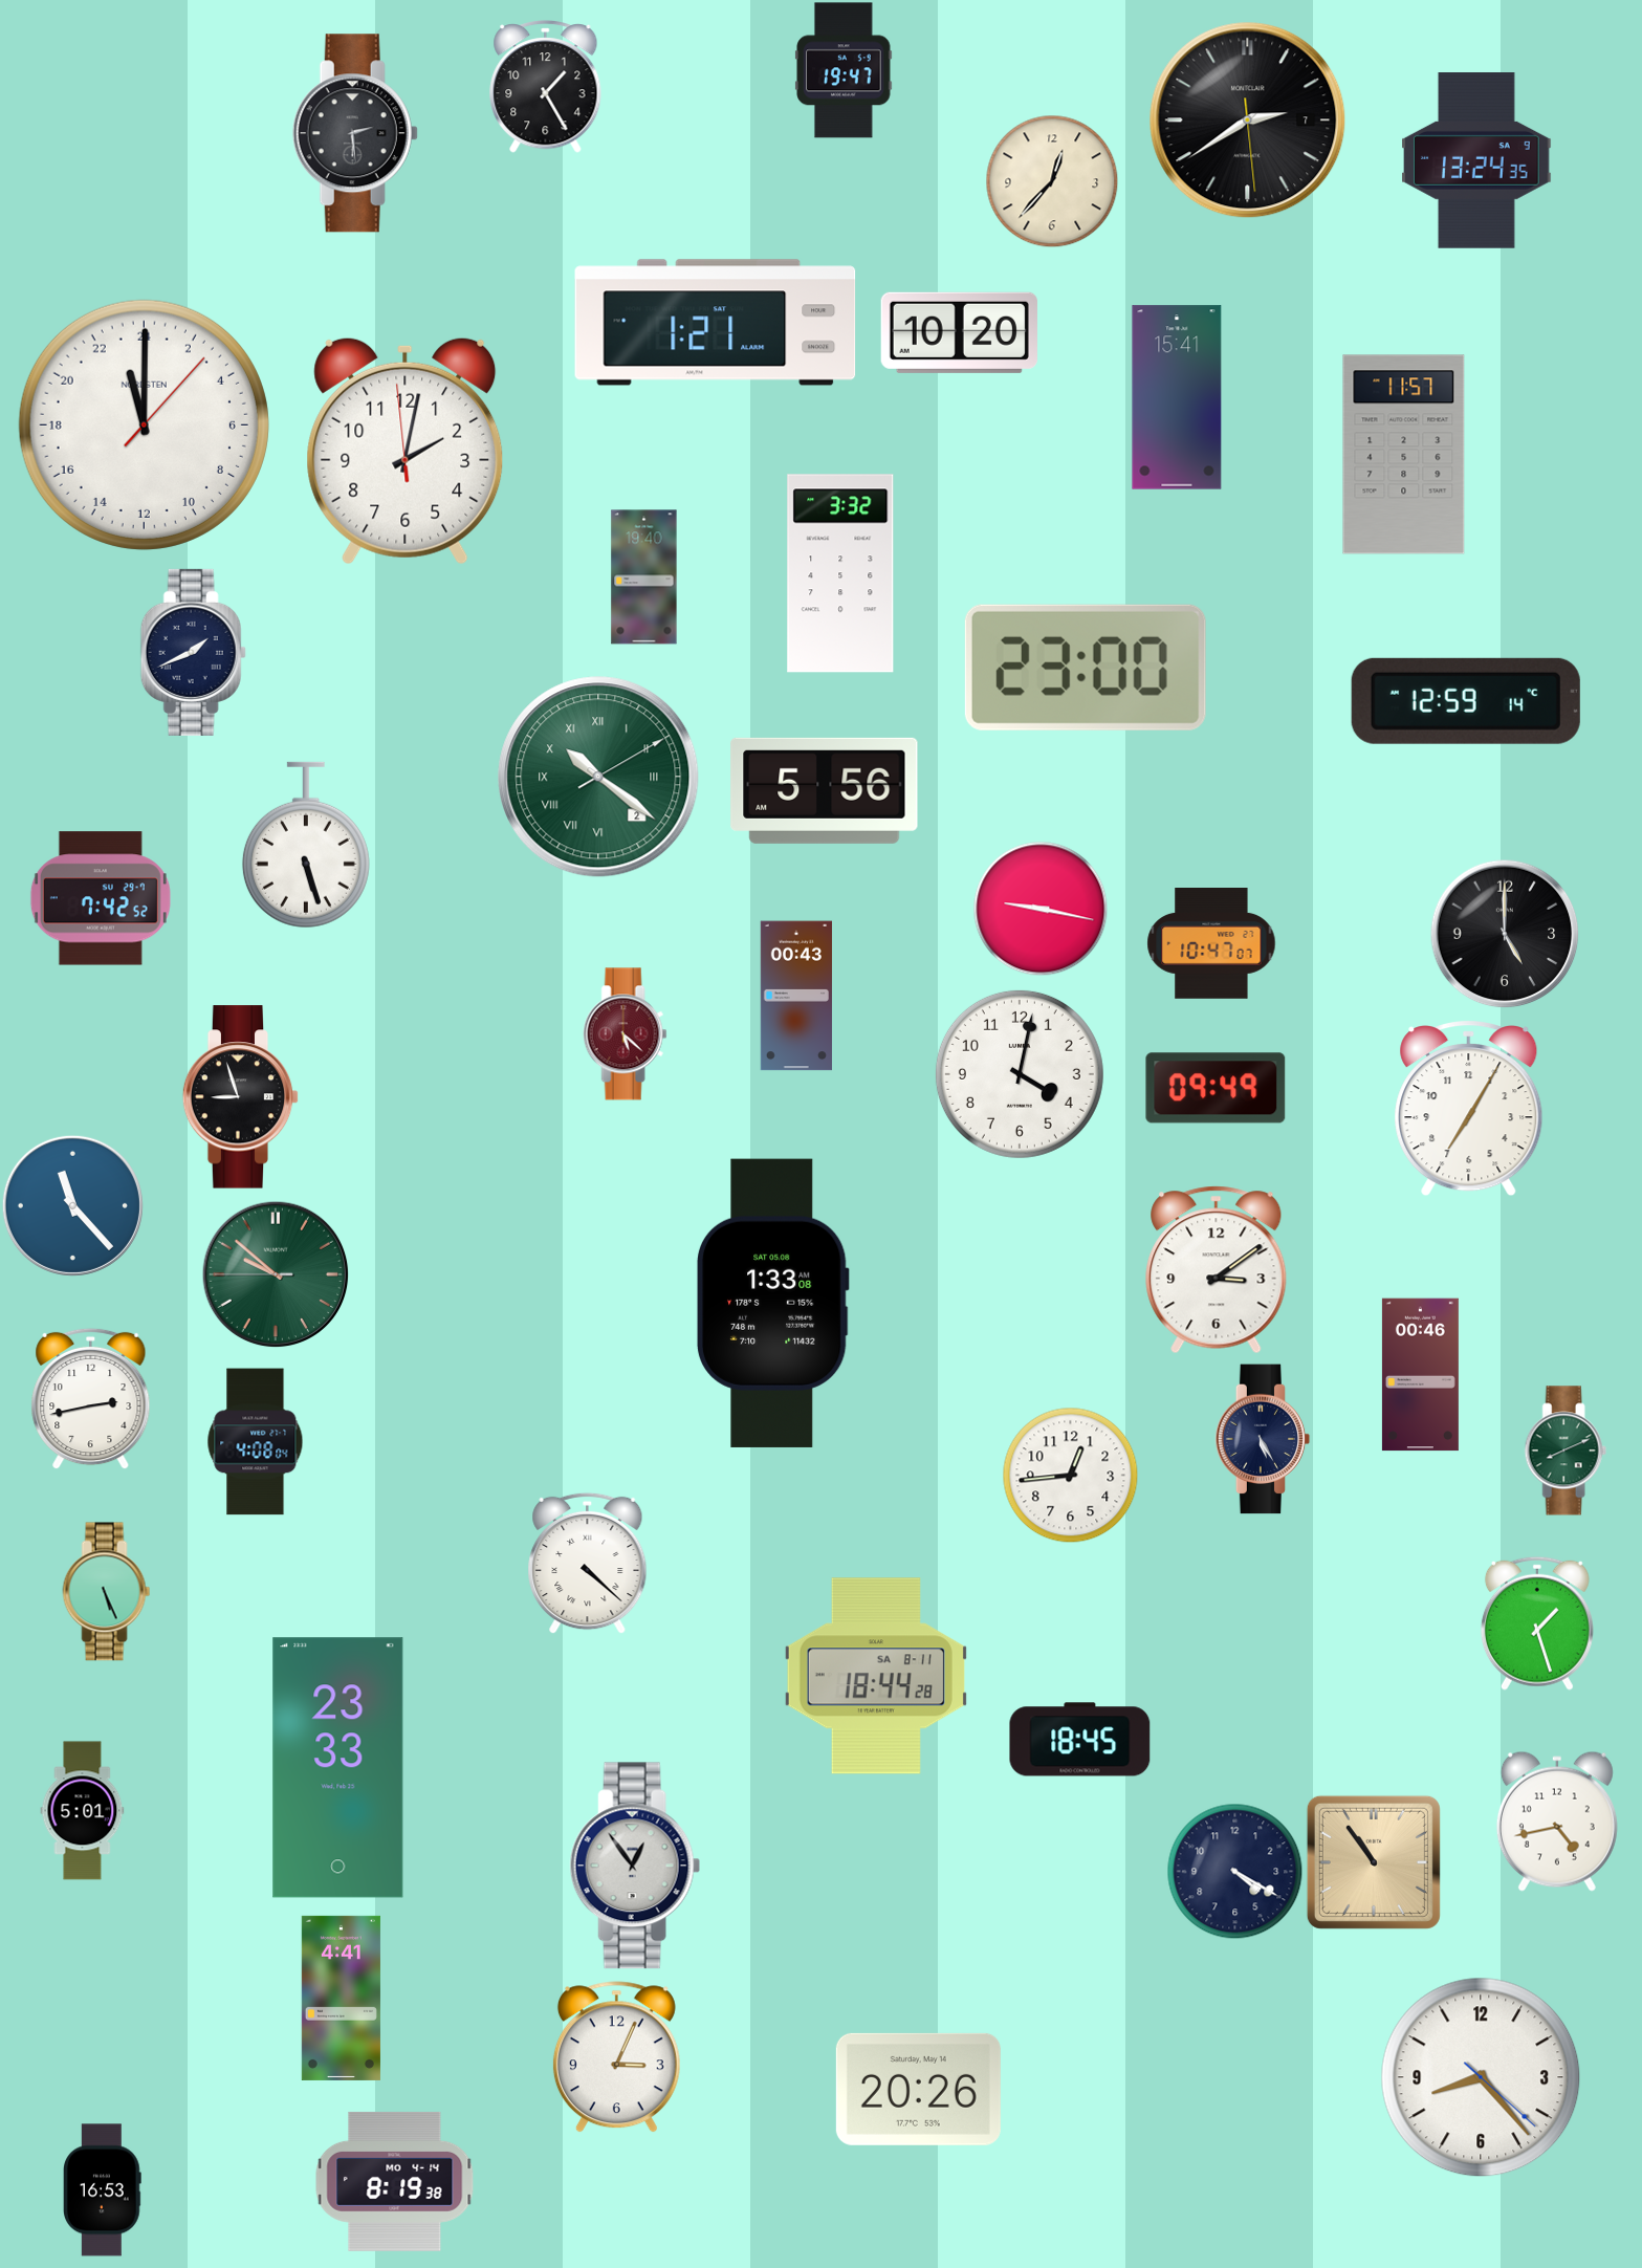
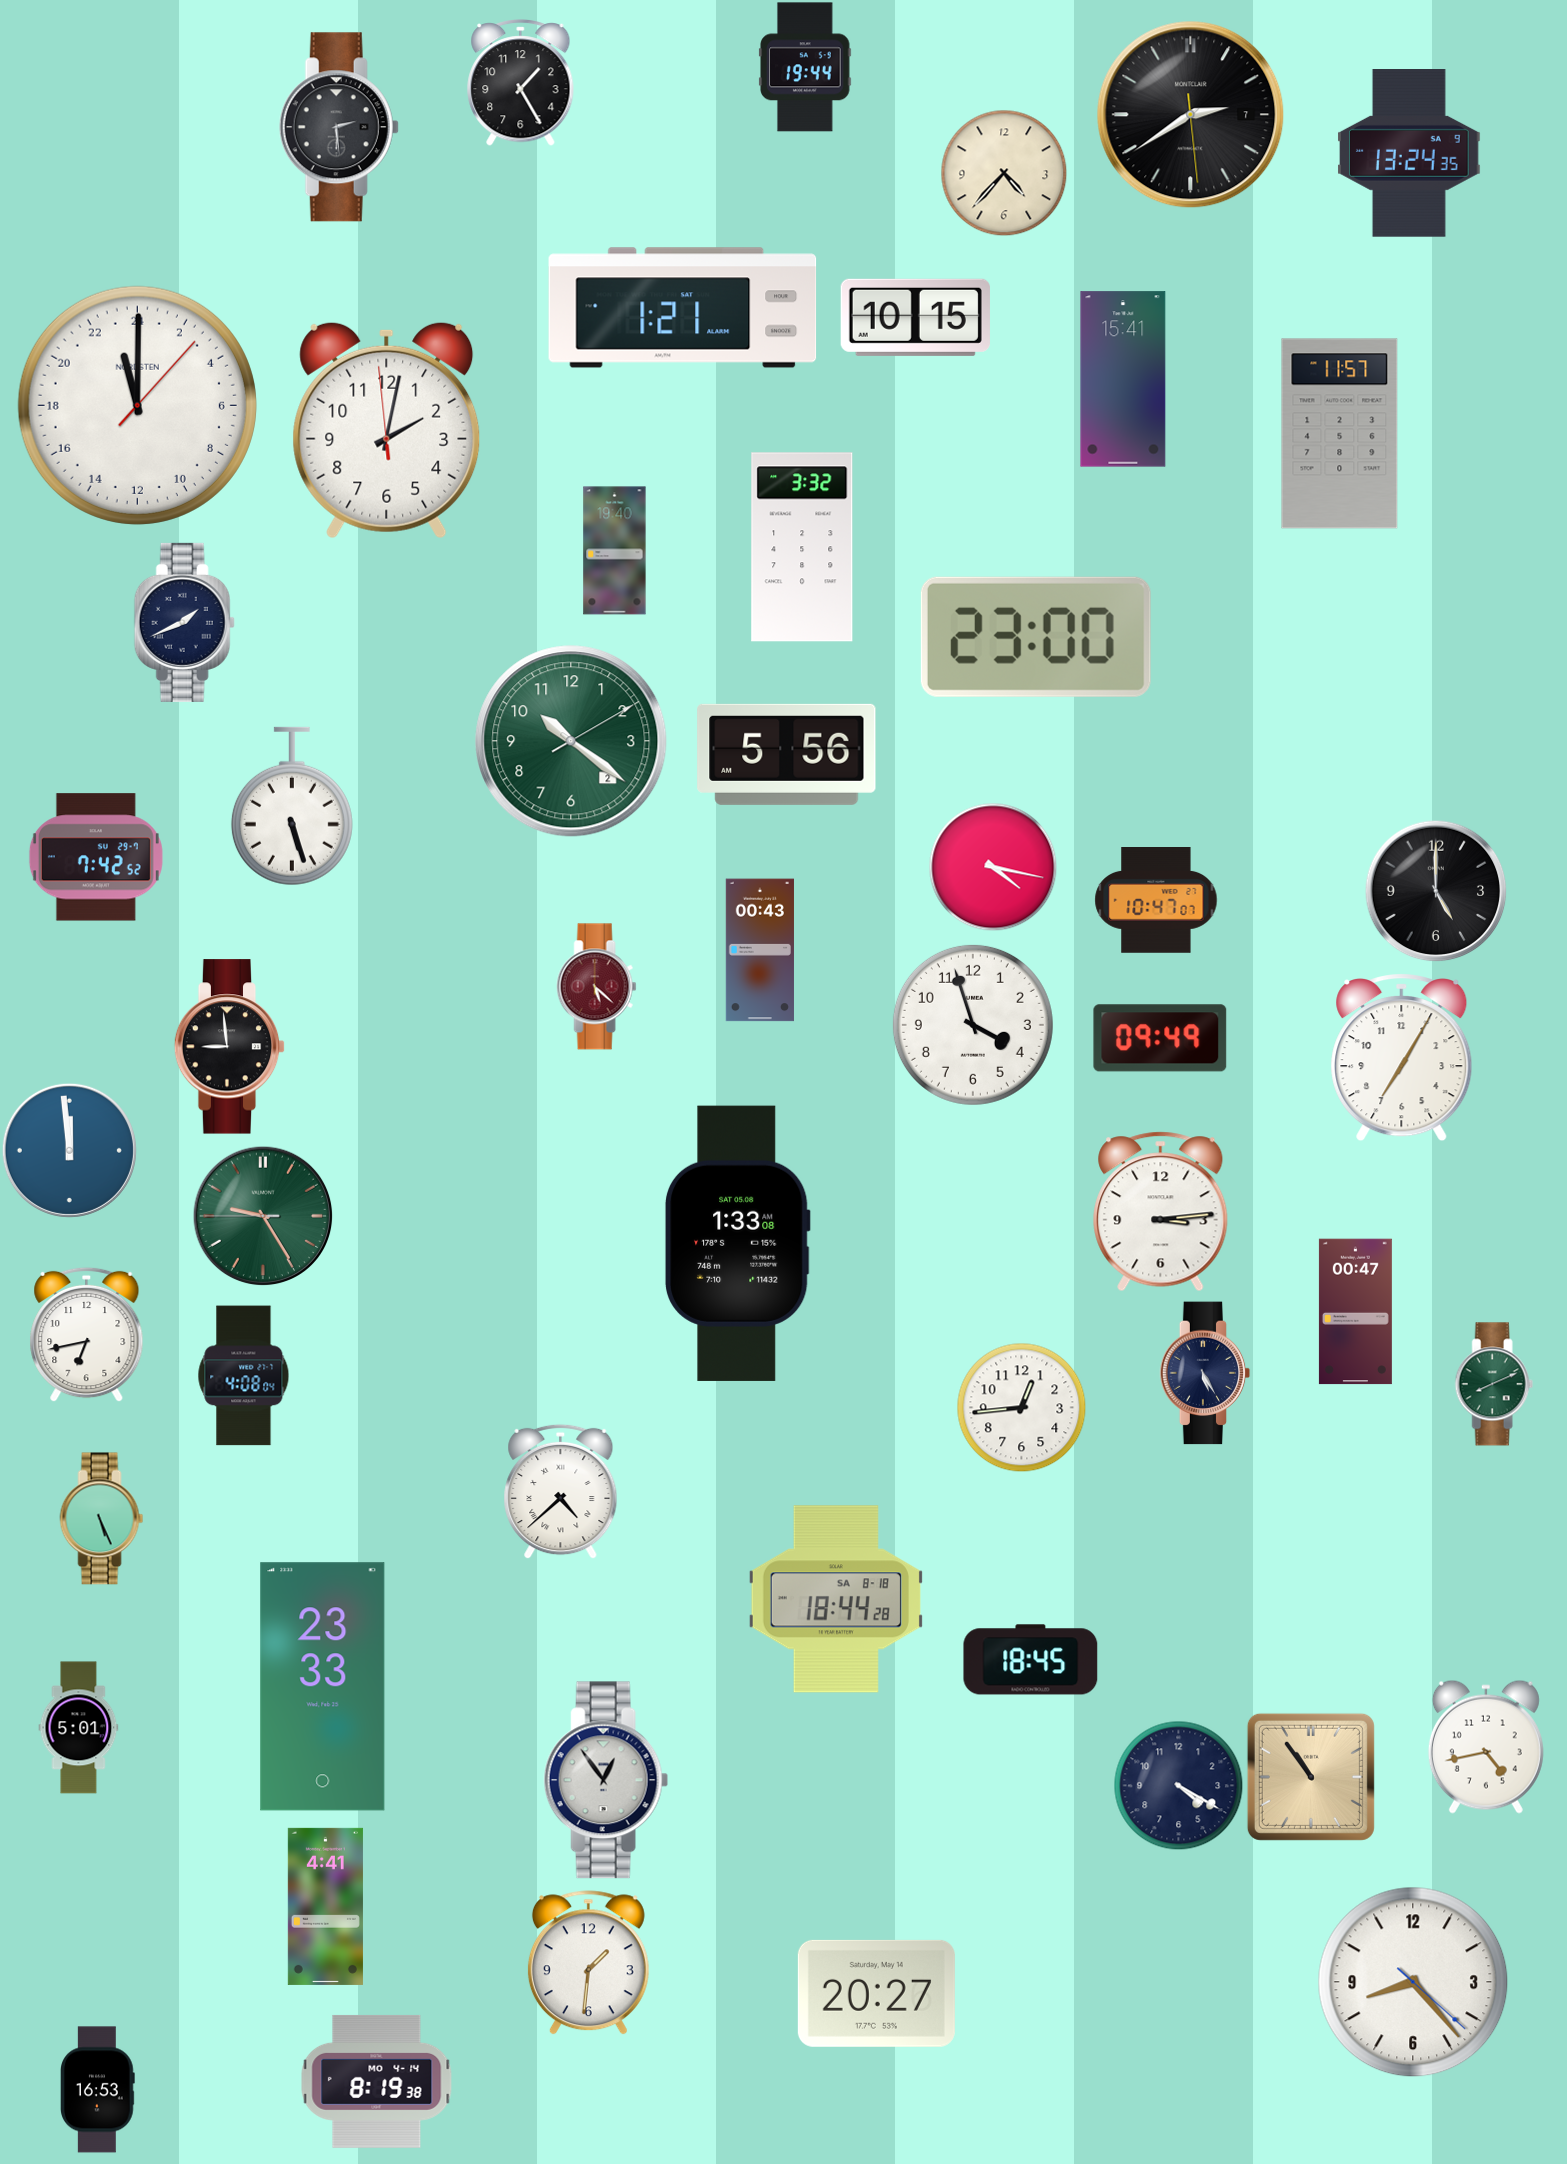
clock at (844, 70): 19:47 -> 19:44
clock at (1052, 181): 12:37 -> 4:37
clock at (959, 332): 10:20 -> 10:15
clock at (1466, 701): 12:59 -> none
clock at (598, 777) numerals: Roman -> Arabic
clock at (1041, 909): 9:17 -> 4:17
clock at (1020, 1074): 4:02 -> 3:57
clock at (241, 1097): 8:57 -> 8:59
clock at (72, 1205): 11:23 -> 11:59
clock at (1217, 1270): 3:09 -> 3:14
clock at (276, 1274): 9:51 -> 9:24
clock at (1420, 1375): 00:46 -> 00:47
clock at (91, 1398): 2:43 -> 6:43
clock at (588, 1563): 4:22 -> 4:38
clock at (1537, 1623): 1:27 -> none
clock at (876, 1676) date: SA 8-11 -> SA 8-18
clock at (1557, 1822) position: (1557, 1822) -> (1486, 1747)
clock at (616, 2057): 3:04 -> 1:31
clock at (918, 2089): 20:26 -> 20:27
